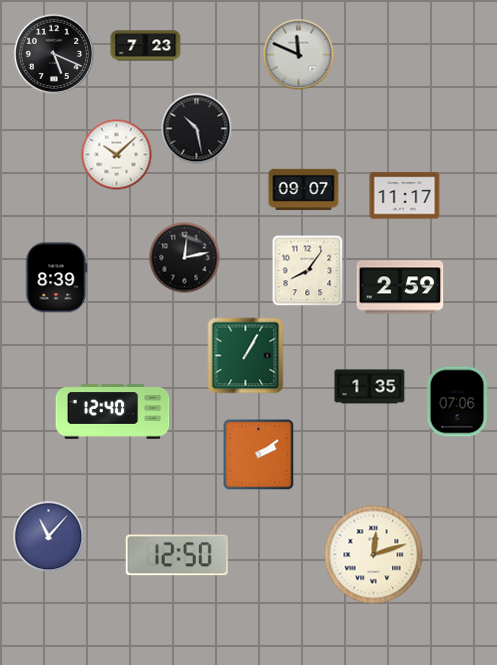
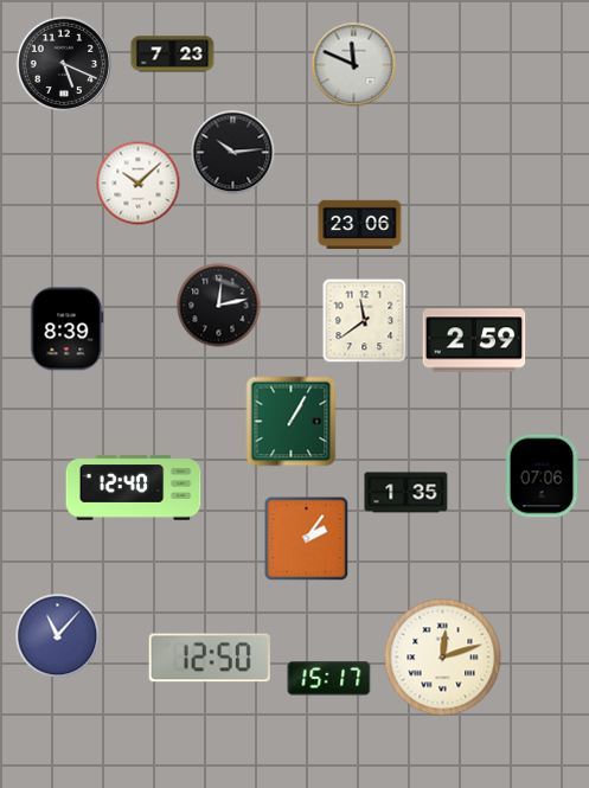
clock at (197, 129): 10:28 -> 10:14
clock at (304, 189): 09:07 -> 23:06
clock at (405, 196): 11:17 -> none
clock at (308, 271): 8:06 -> 11:39
clock at (370, 387) position: (370, 387) -> (406, 493)
clock at (259, 455): 2:09 -> 2:06
clock at (329, 679): none -> 15:17
